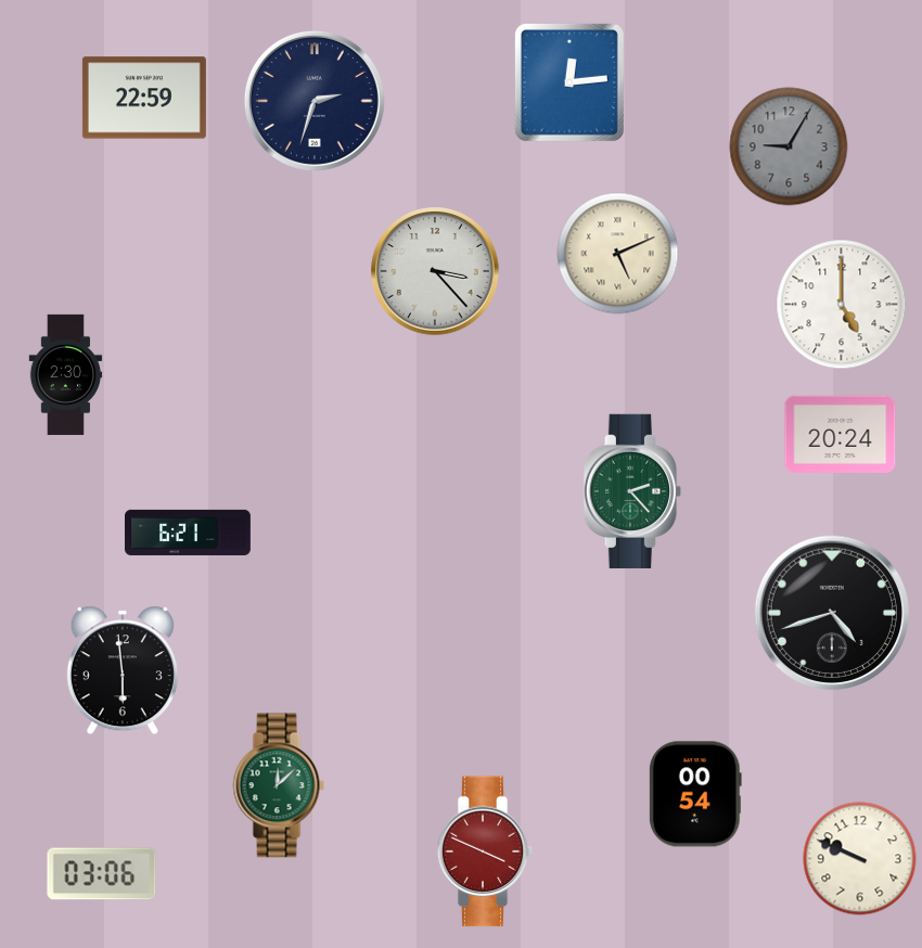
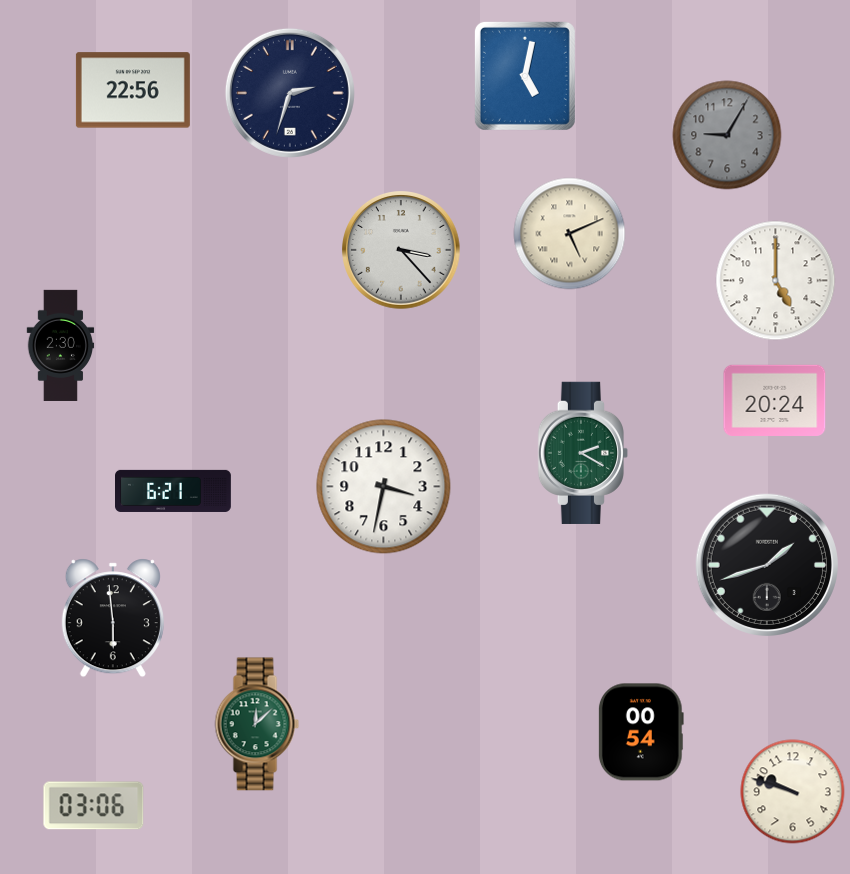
clock at (569, 82): 12:14 -> 5:02
clock at (144, 98): 22:59 -> 22:56
clock at (631, 491): 2:23 -> 2:20
clock at (384, 487): none -> 3:32
clock at (832, 613): 4:42 -> 1:42
clock at (485, 851): 3:49 -> none
clock at (860, 859): 9:49 -> 9:48
